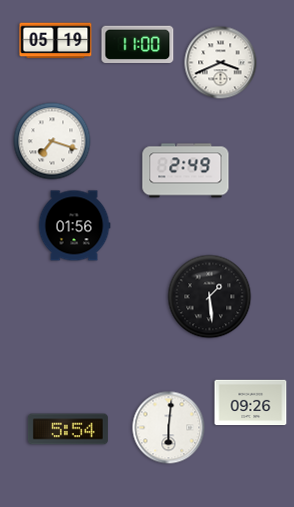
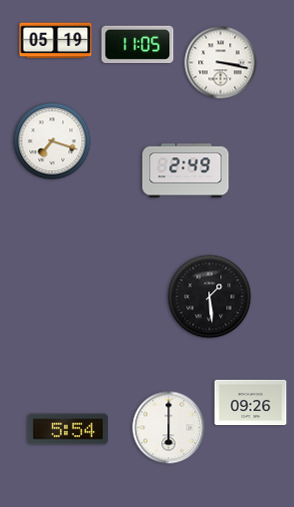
clock at (138, 44): 11:00 -> 11:05
clock at (221, 63): 3:41 -> 3:17
clock at (74, 226): 01:56 -> none
clock at (169, 428): 6:01 -> 6:00
